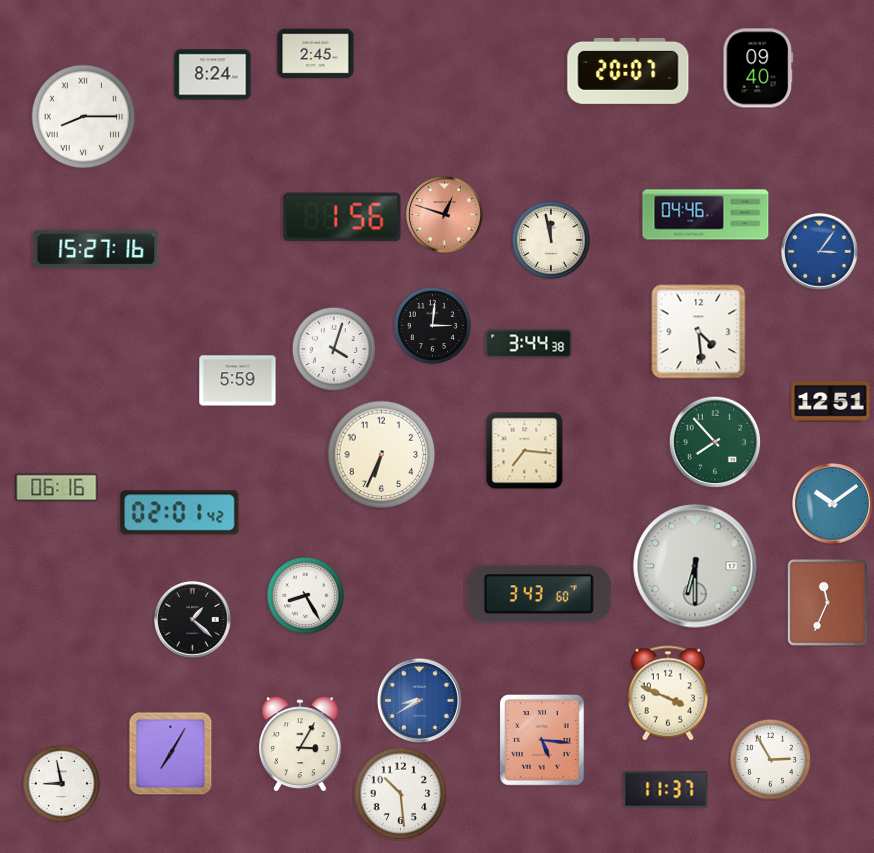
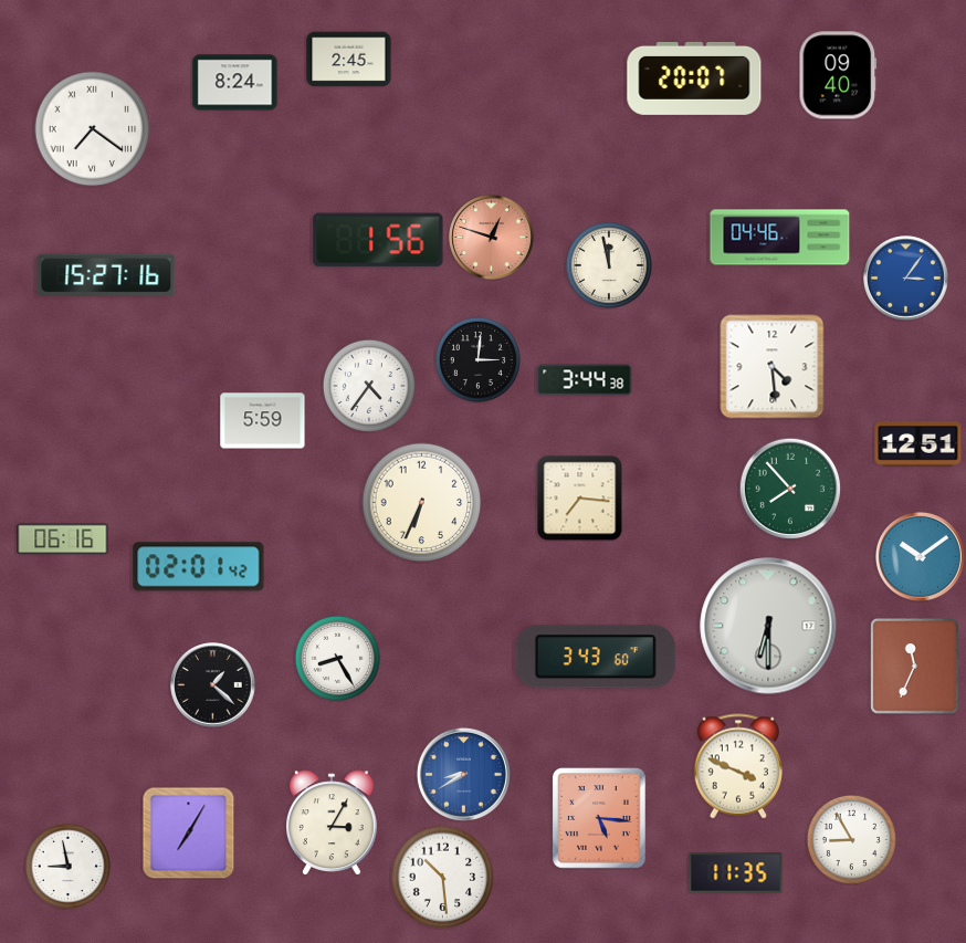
clock at (84, 117): 8:15 -> 7:21
clock at (334, 349): 4:03 -> 4:36
clock at (770, 759): 2:55 -> 8:55
clock at (666, 790): 11:37 -> 11:35
